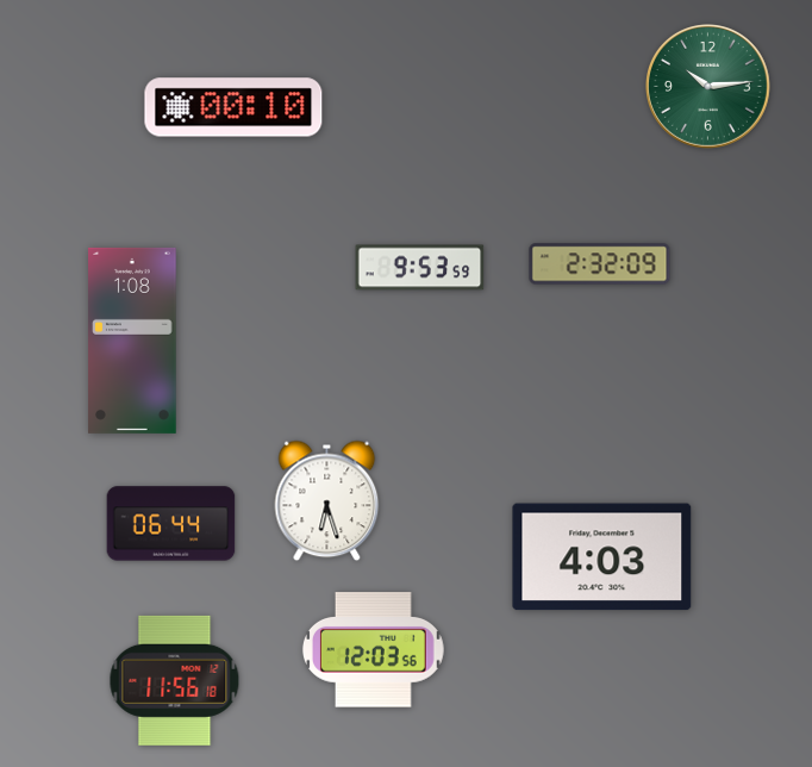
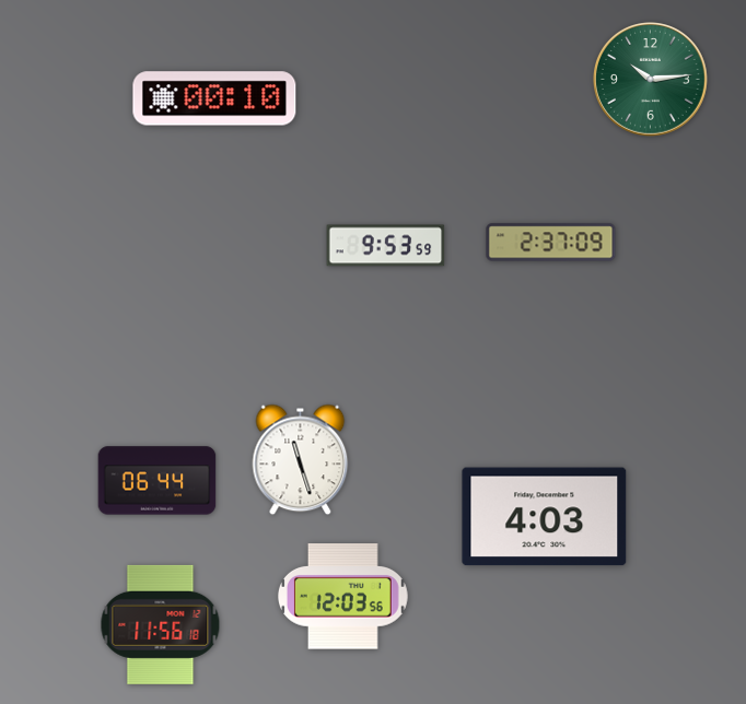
clock at (600, 264): 2:32 -> 2:37
clock at (132, 341): 1:08 -> none
clock at (327, 501): 6:27 -> 11:27
clock at (602, 557) position: (602, 557) -> (545, 517)
